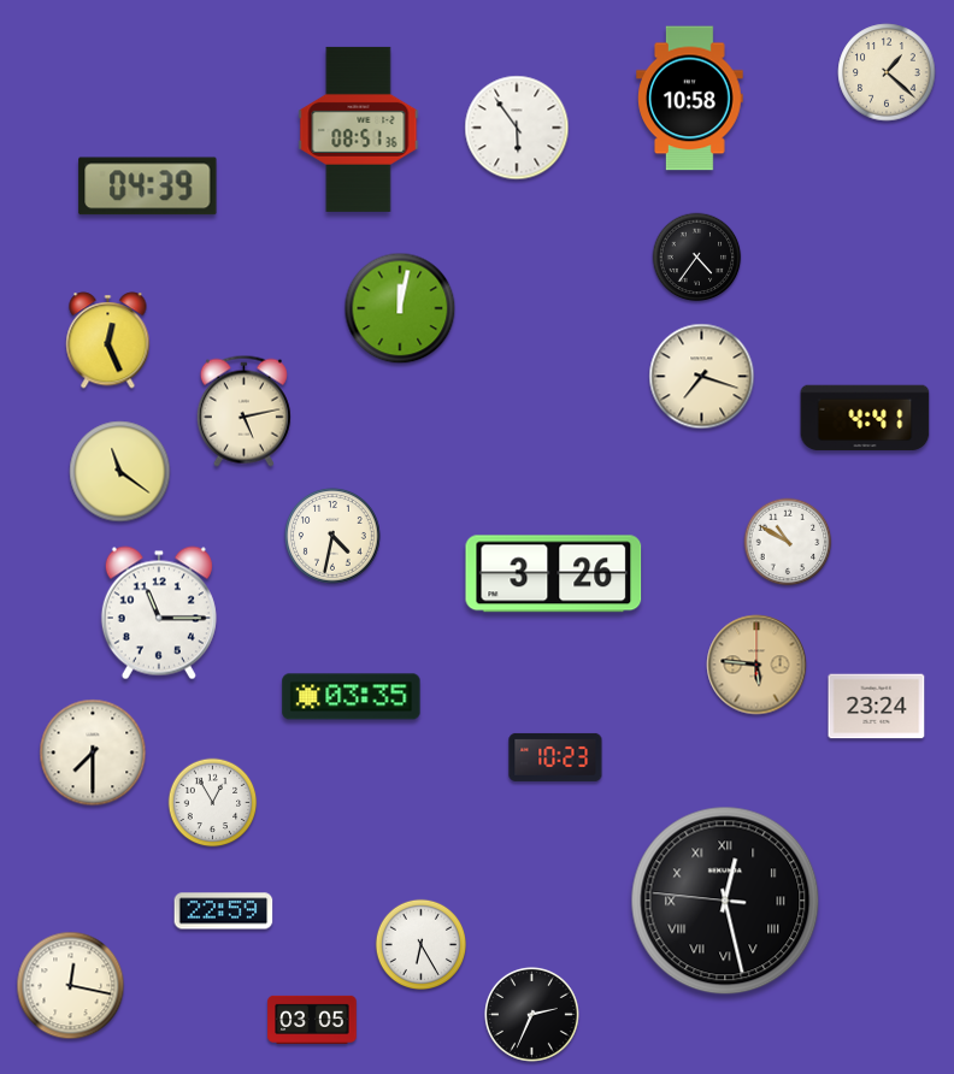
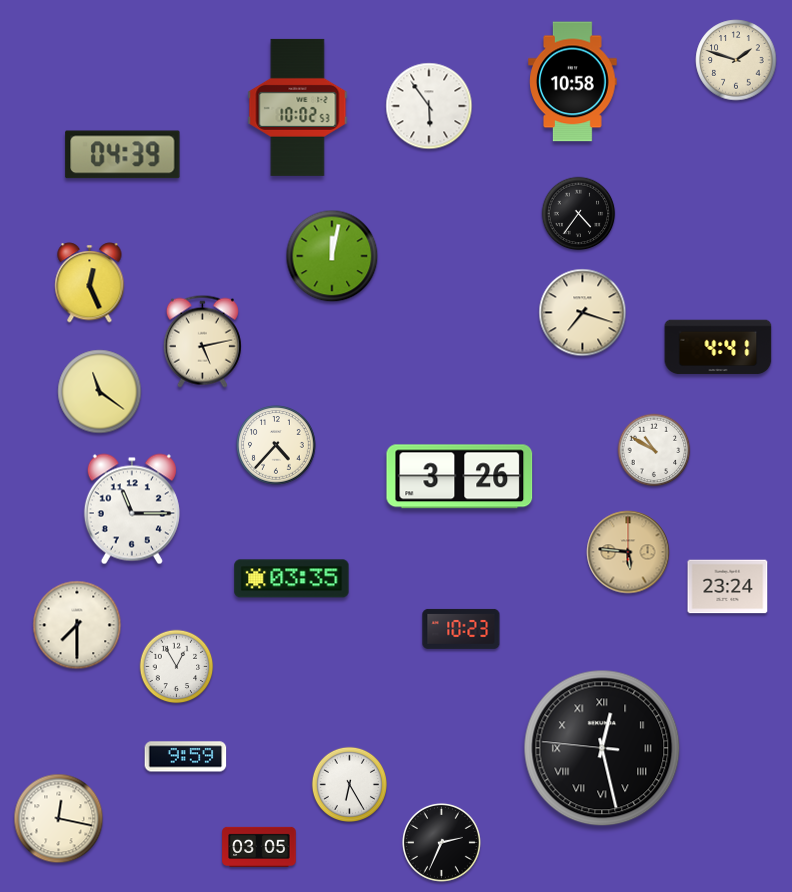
clock at (887, 72): 1:22 -> 1:48
clock at (359, 129): 08:51 -> 10:02
clock at (332, 536): 4:32 -> 4:37
clock at (224, 911): 22:59 -> 9:59
